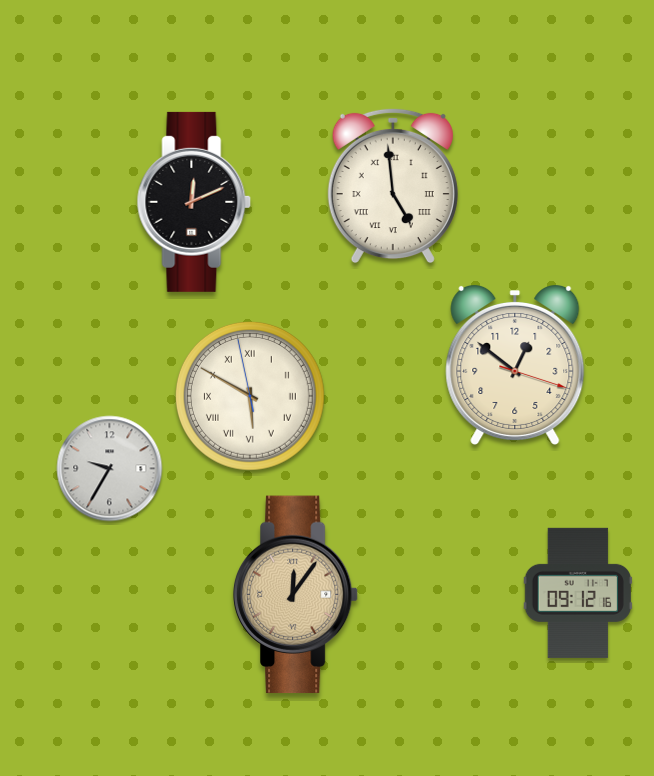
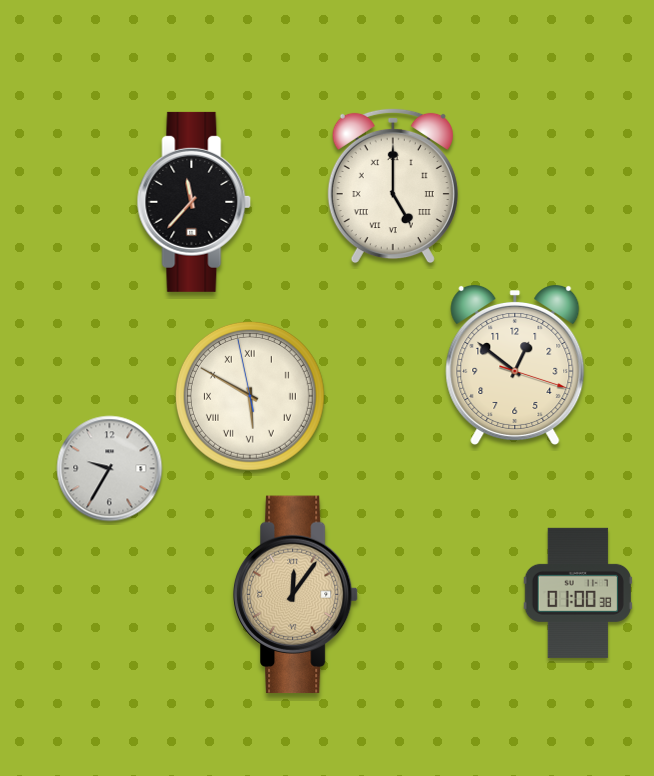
clock at (393, 186): 4:59 -> 5:00
clock at (194, 202): 12:11 -> 11:37
clock at (578, 593): 09:12 -> 01:00
